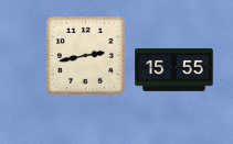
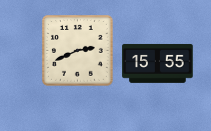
clock at (86, 56): 2:43 -> 2:41
